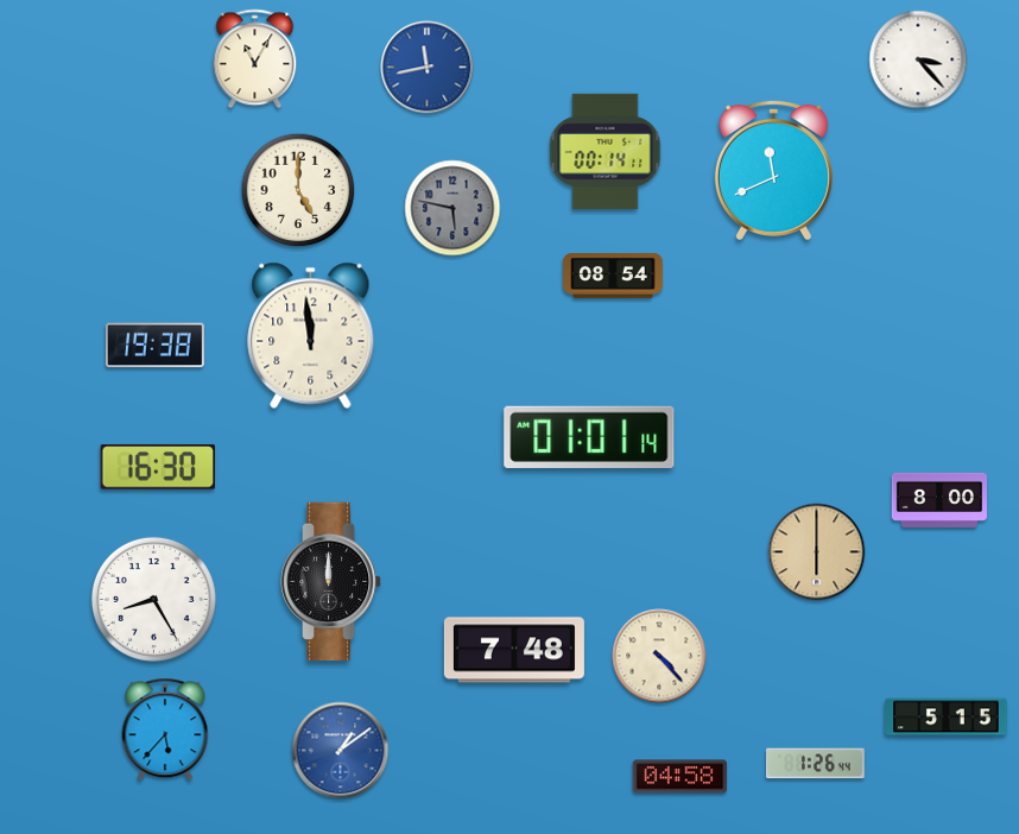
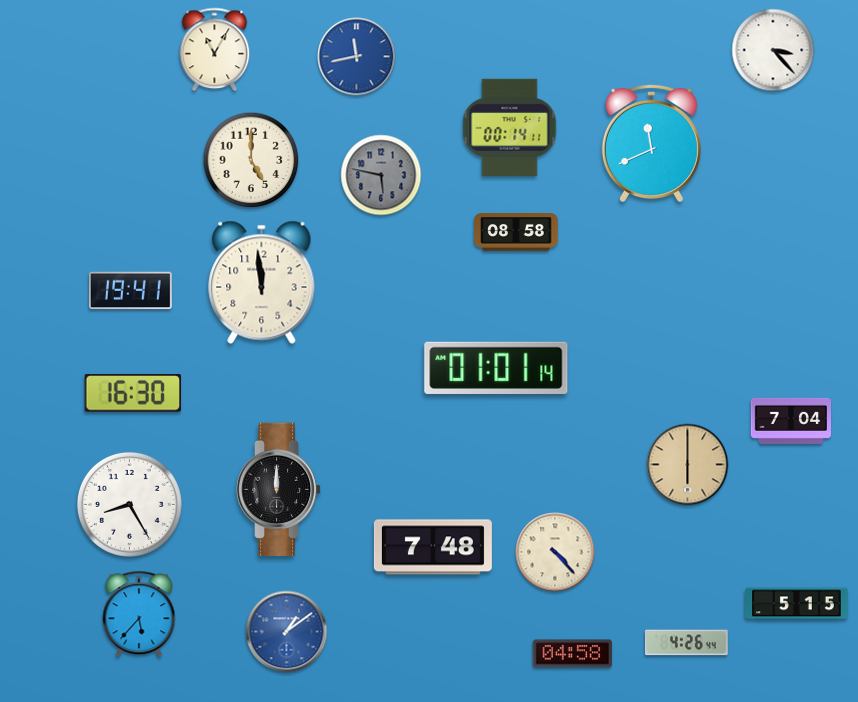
clock at (428, 68) position: (428, 68) -> (357, 57)
clock at (613, 277): 08:54 -> 08:58
clock at (154, 346): 19:38 -> 19:41
clock at (939, 500): 8:00 -> 7:04
clock at (815, 764): 1:26 -> 4:26
